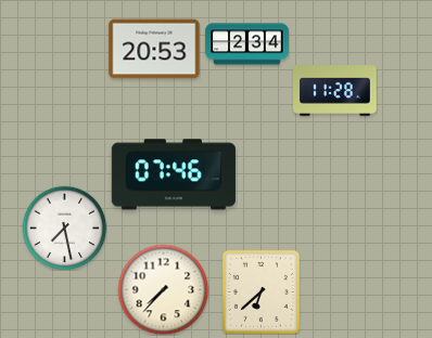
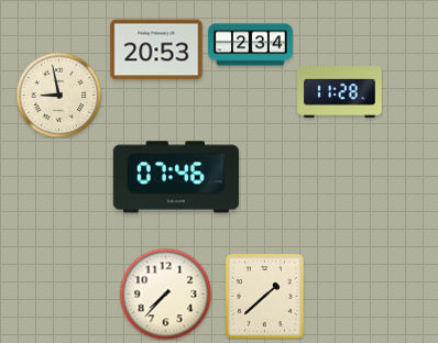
clock at (58, 95): none -> 8:58
clock at (64, 227): 7:28 -> none
clock at (261, 291): 6:38 -> 1:38
